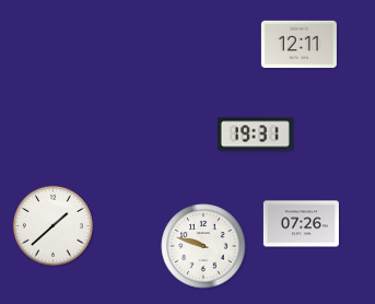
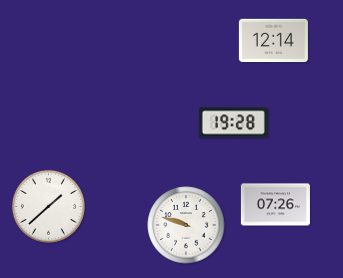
clock at (298, 45): 12:11 -> 12:14
clock at (255, 135): 19:31 -> 19:28
